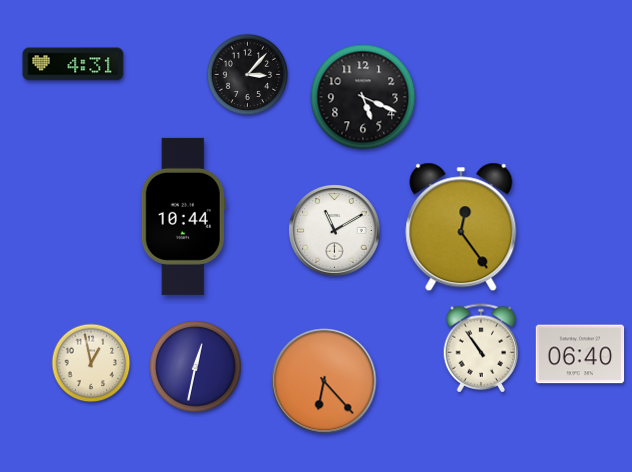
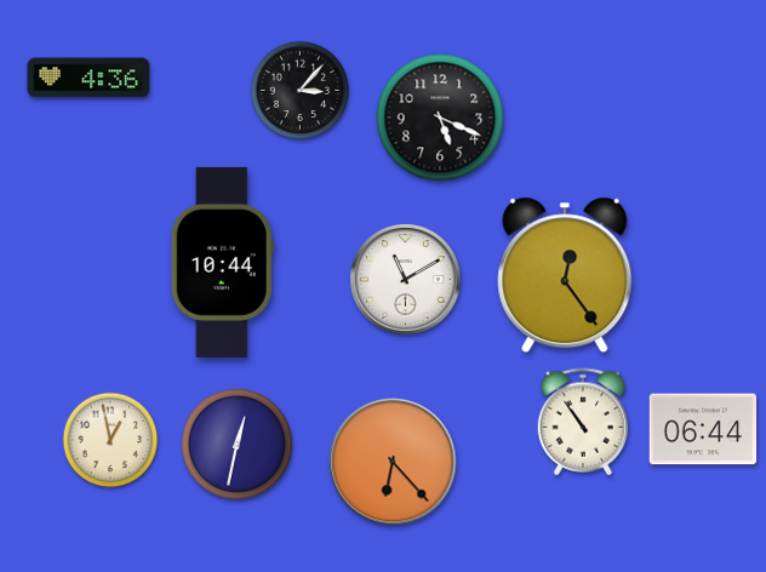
clock at (73, 64): 4:31 -> 4:36
clock at (461, 227) position: (461, 227) -> (565, 275)
clock at (580, 354): 06:40 -> 06:44
